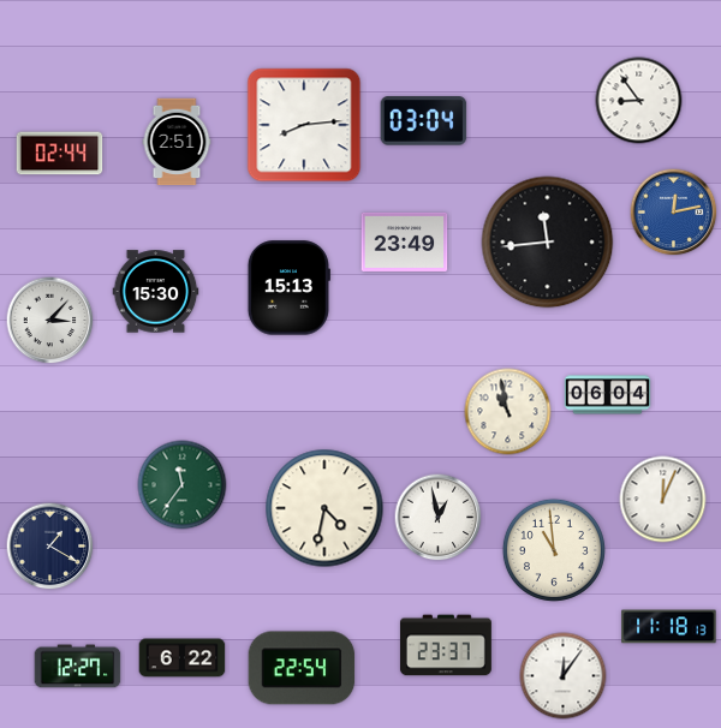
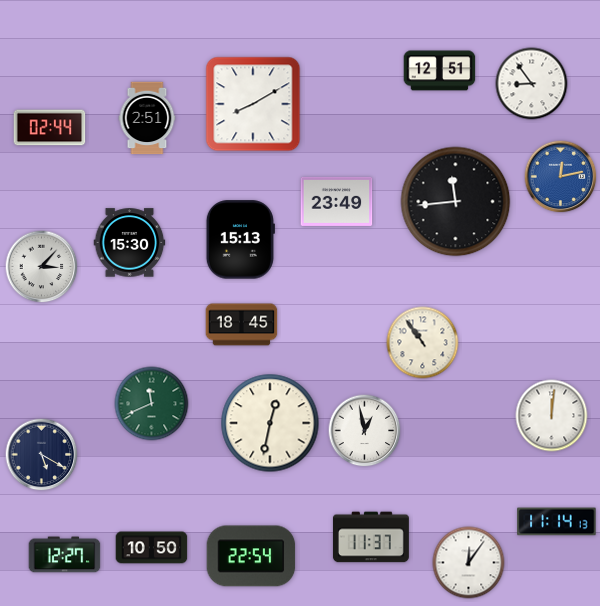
clock at (440, 71): none -> 12:51
clock at (424, 121): 03:04 -> none
clock at (304, 125): 8:14 -> 8:10
clock at (242, 325): none -> 18:45
clock at (608, 395): 06:04 -> none
clock at (508, 412): 10:58 -> 10:54
clock at (183, 485): 11:36 -> 11:41
clock at (663, 500): 12:04 -> 12:01
clock at (324, 508): 4:32 -> 12:32
clock at (50, 547): 1:20 -> 5:20
clock at (554, 550): 10:59 -> none
clock at (669, 627): 11:18 -> 11:14
clock at (446, 645): 23:37 -> 11:37
clock at (183, 658): 6:22 -> 10:50
